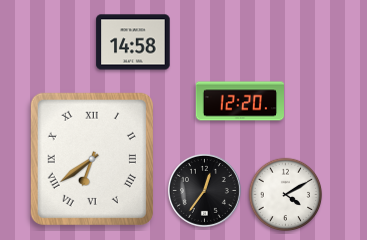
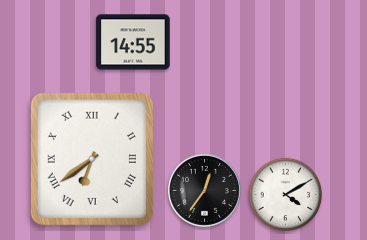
clock at (133, 42): 14:58 -> 14:55
clock at (239, 101): 12:20 -> none
